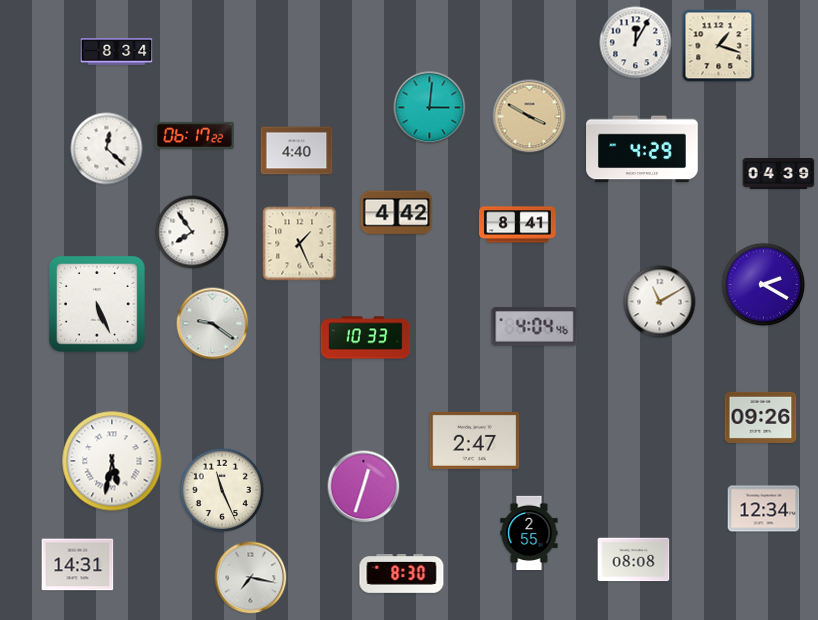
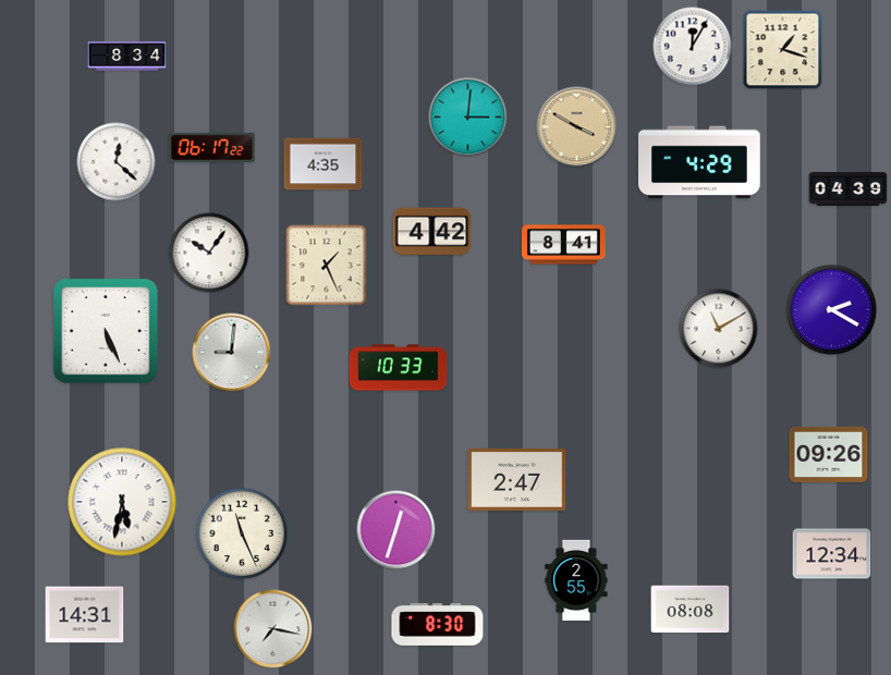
clock at (297, 151): 4:40 -> 4:35
clock at (192, 232): 7:54 -> 10:06
clock at (213, 324): 9:21 -> 9:01
clock at (535, 327): 4:04 -> none
